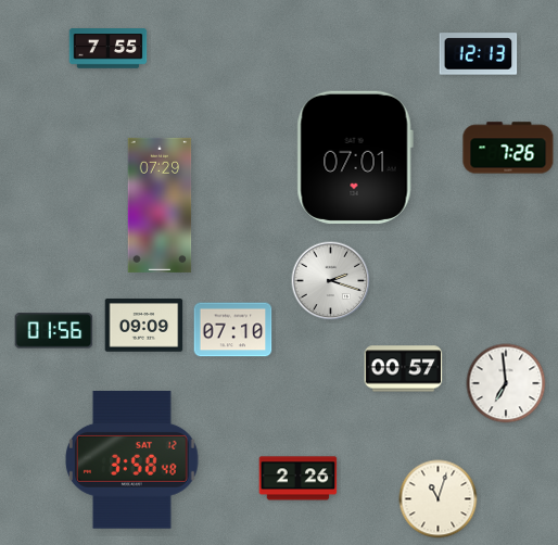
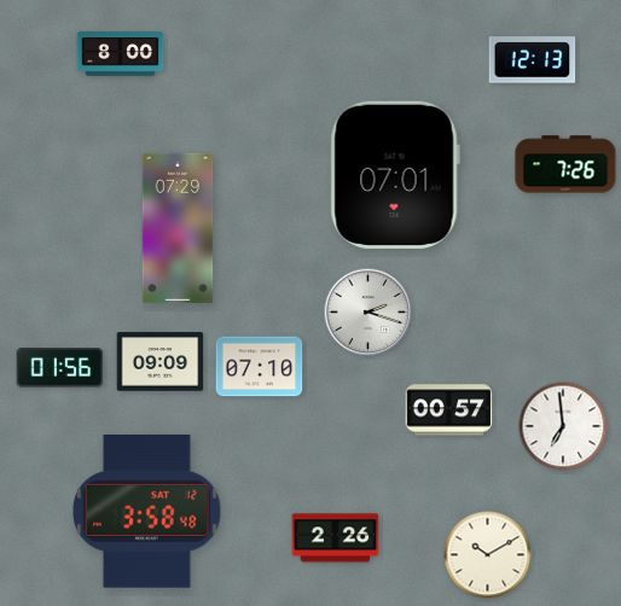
clock at (109, 49): 7:55 -> 8:00
clock at (299, 479) position: (299, 479) -> (336, 538)
clock at (439, 499): 11:03 -> 10:10
